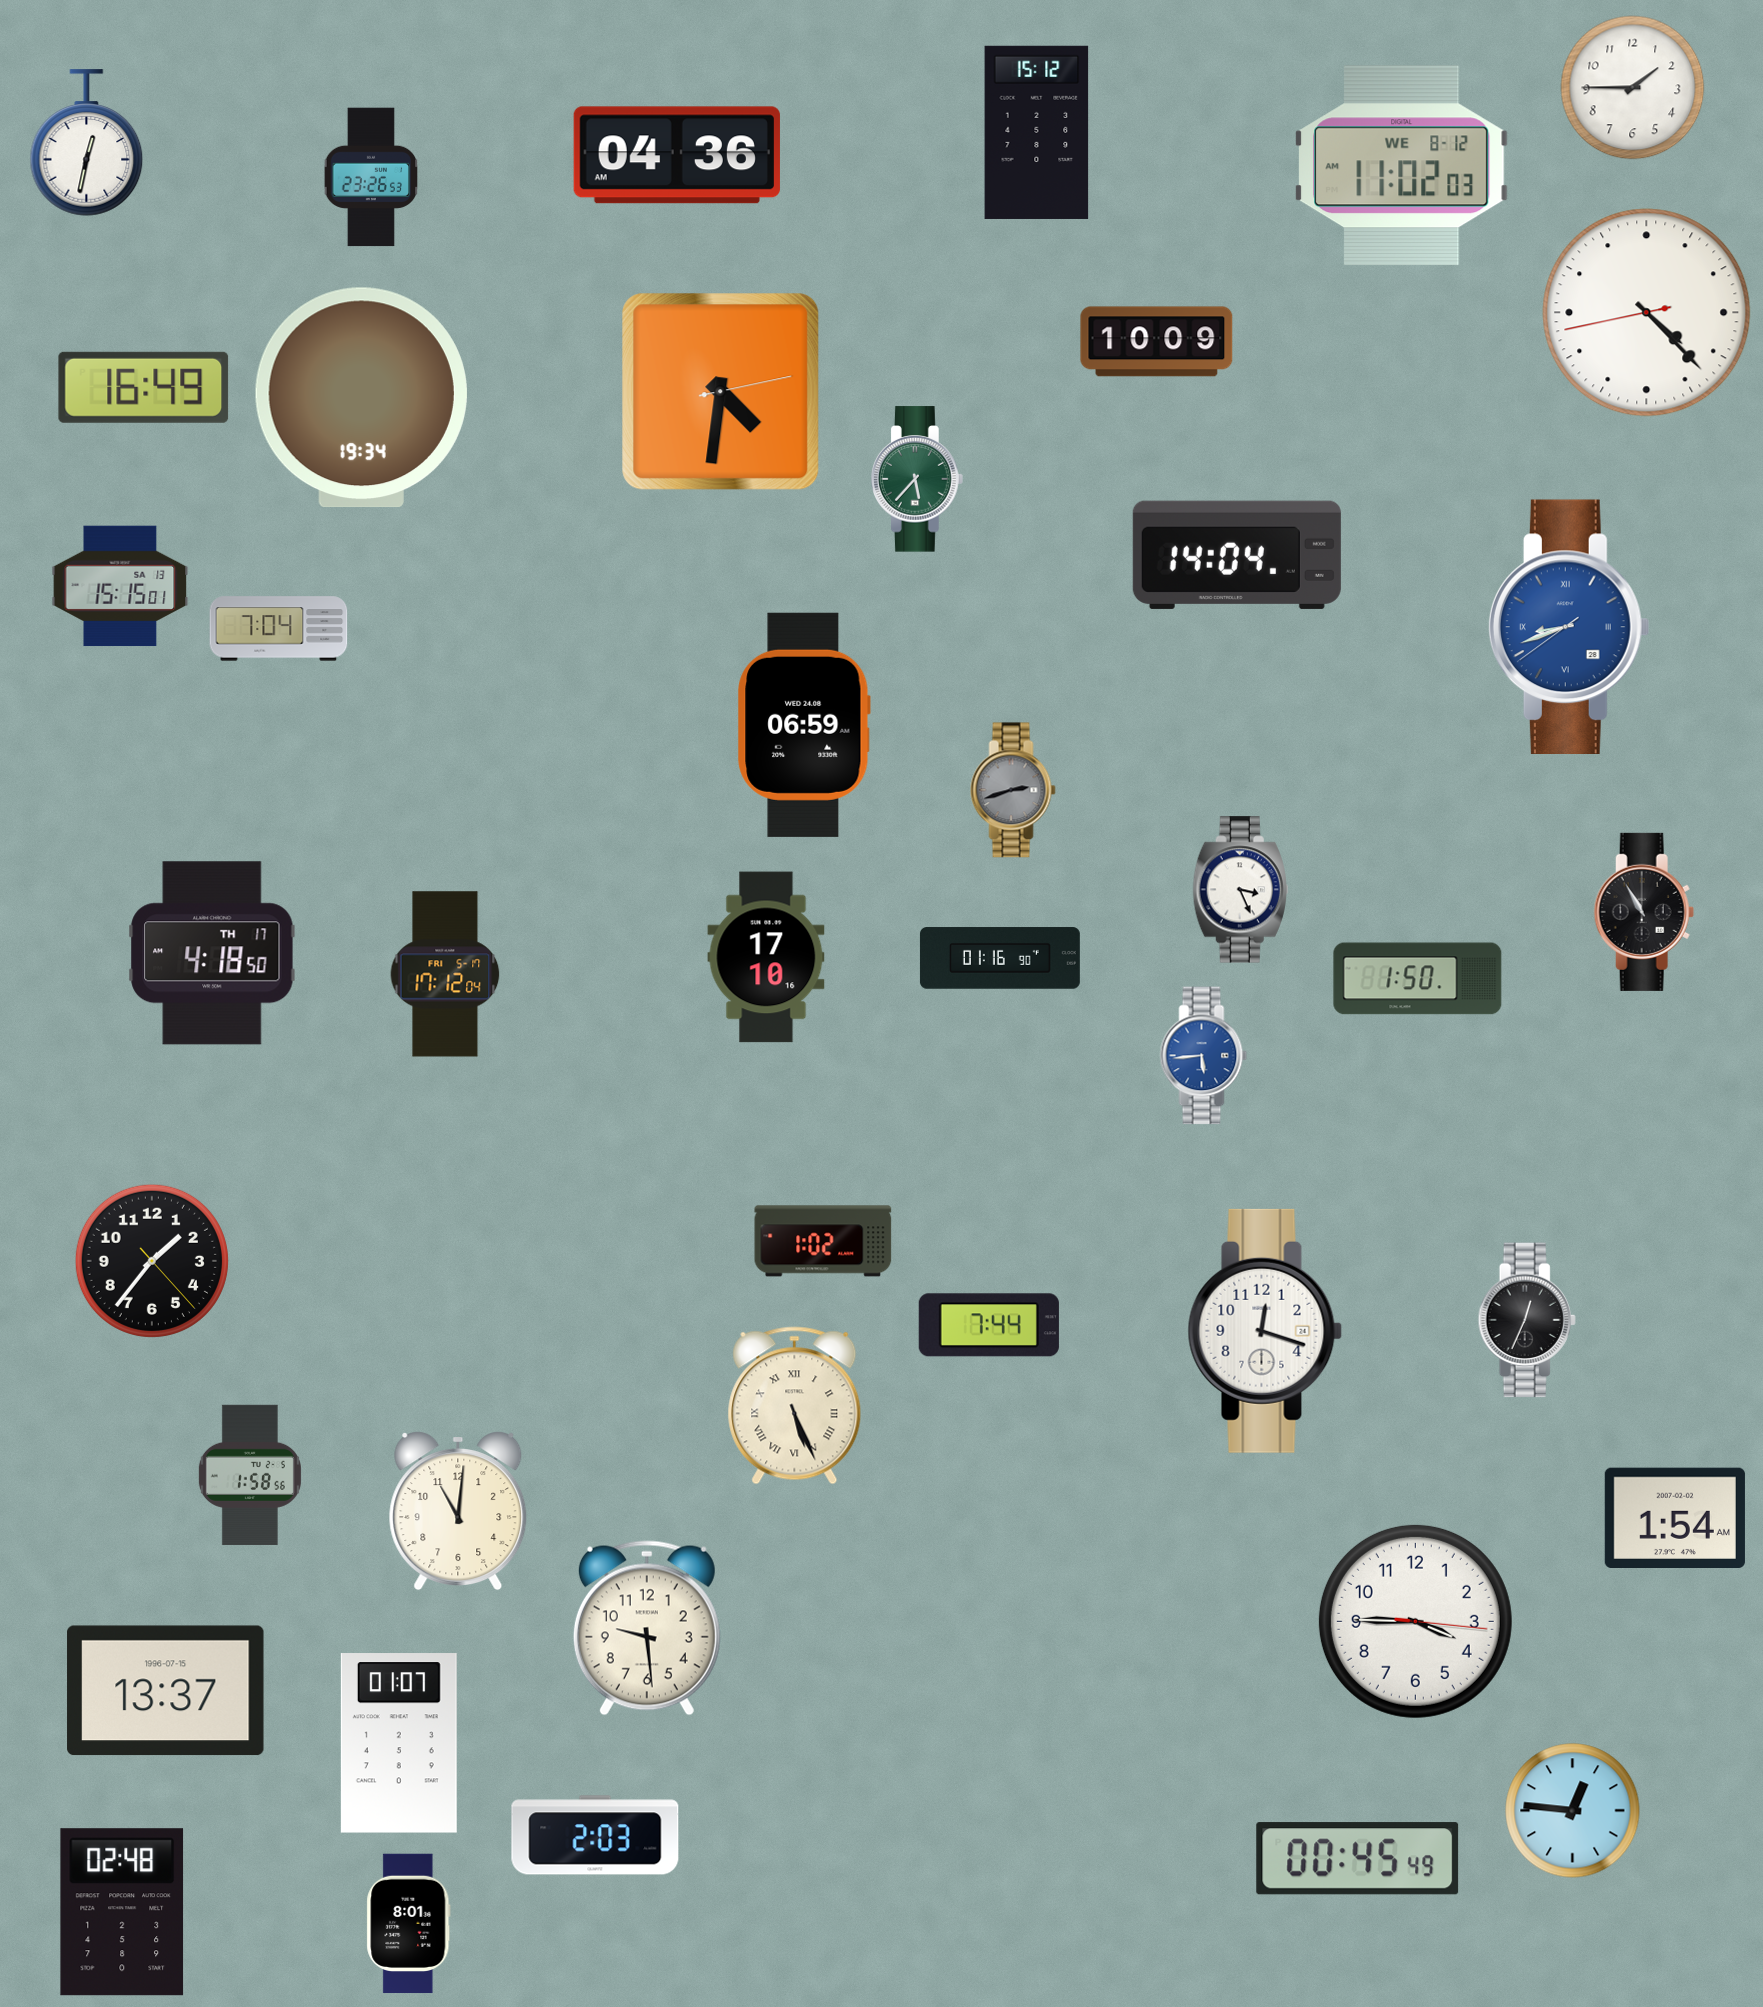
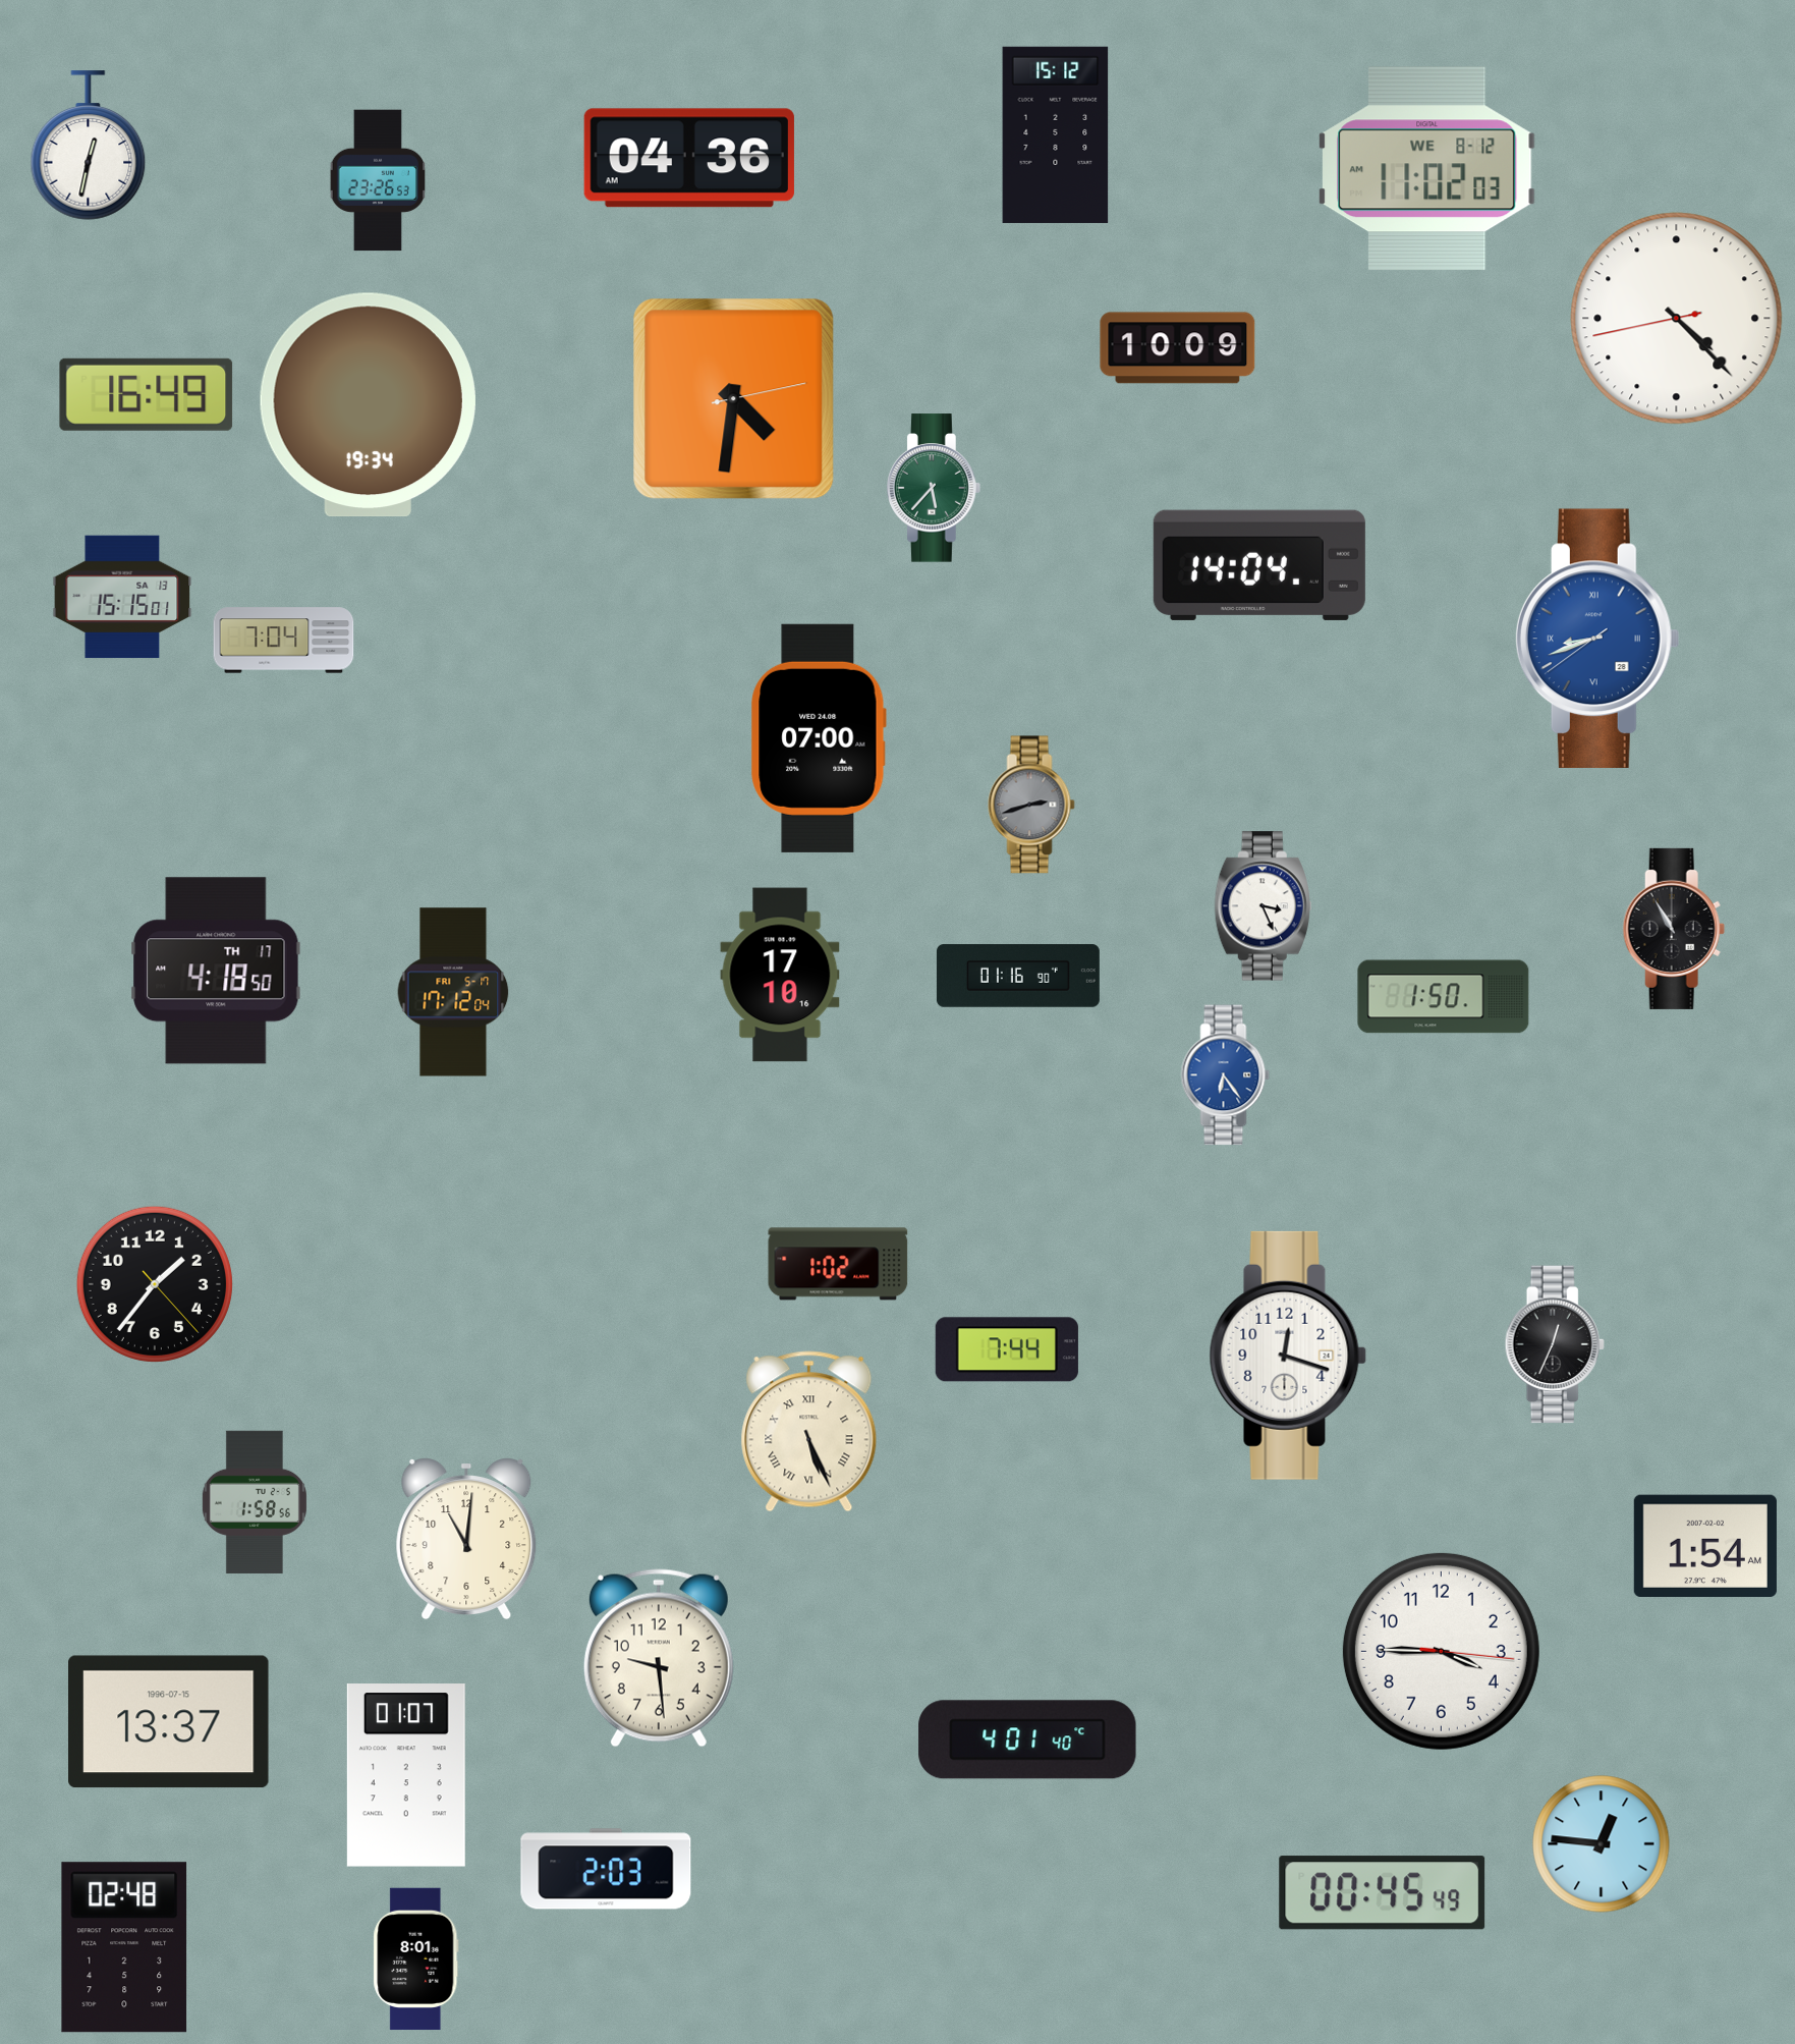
clock at (1633, 88): 1:45 -> none
clock at (804, 725): 06:59 -> 07:00
clock at (1204, 1056): 5:44 -> 6:24
clock at (1027, 1739): none -> 4:01
